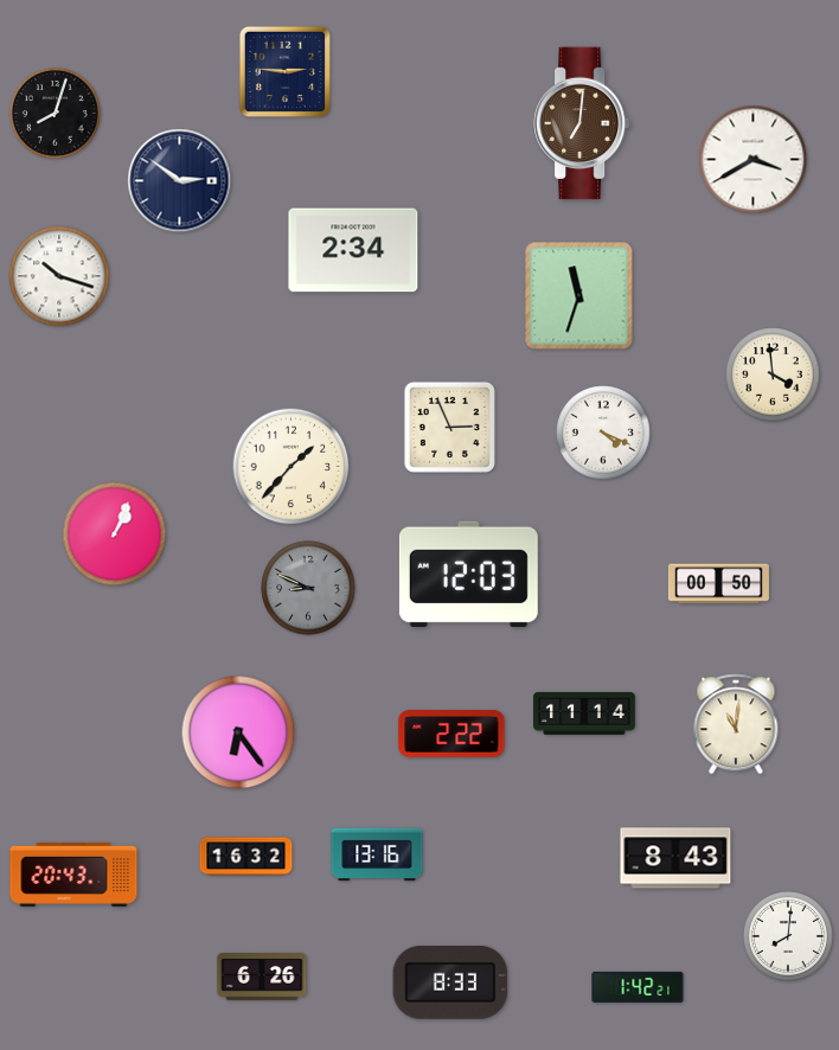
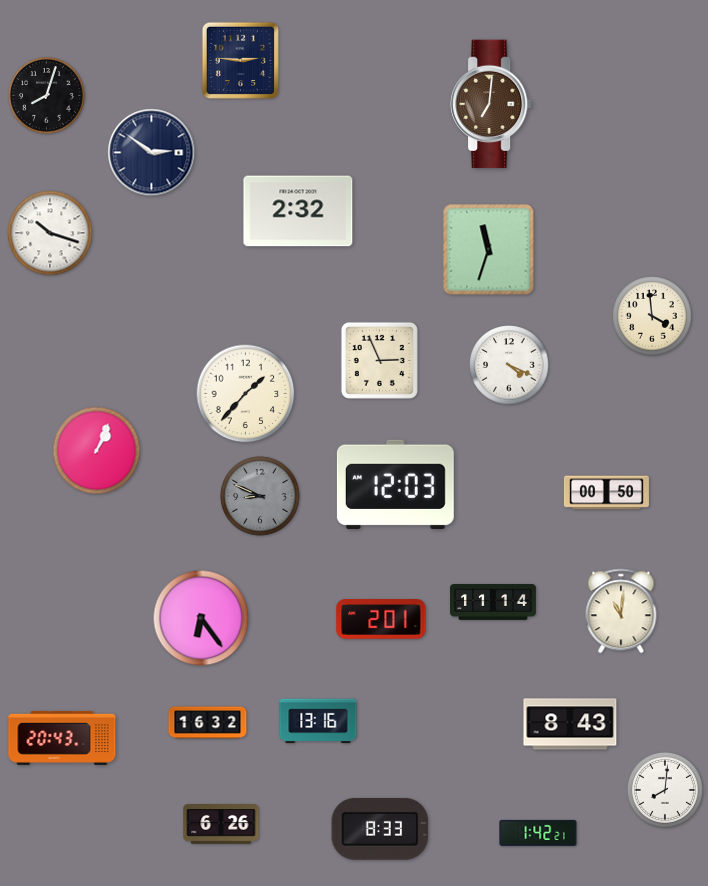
clock at (754, 160): 3:40 -> none
clock at (353, 250): 2:34 -> 2:32
clock at (451, 735): 2:22 -> 2:01
